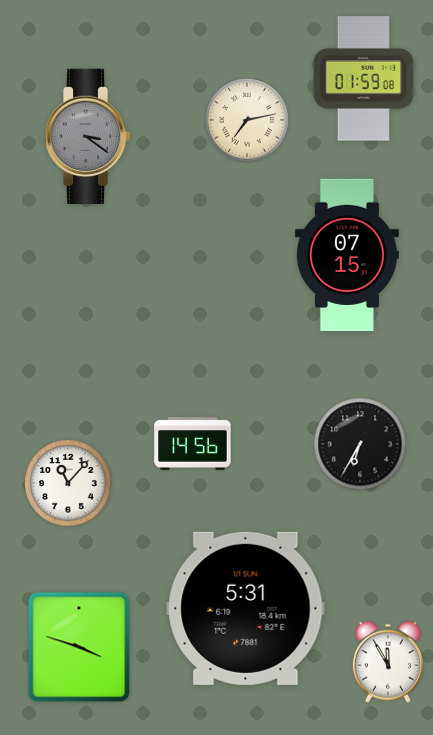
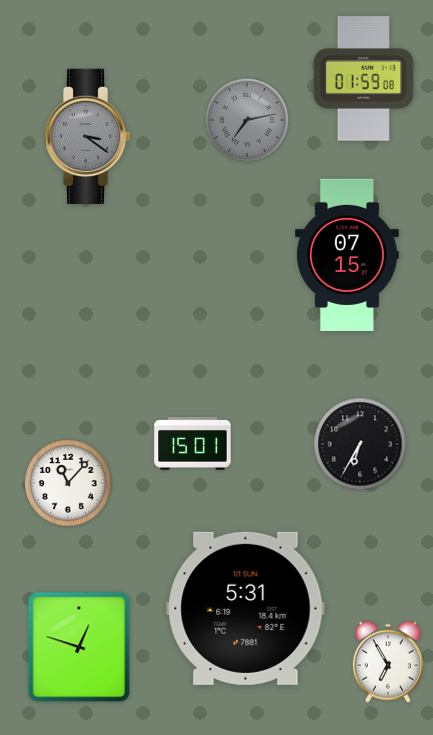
clock at (247, 120) dial: cream -> grey
clock at (193, 444): 14:56 -> 15:01
clock at (79, 647): 3:48 -> 12:48
clock at (388, 662): 11:55 -> 6:55
